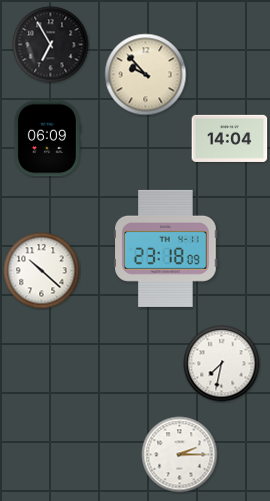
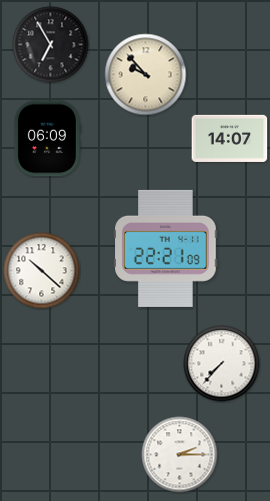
clock at (230, 138): 14:04 -> 14:07
clock at (166, 248): 23:18 -> 22:21
clock at (222, 364): 7:32 -> 7:37
